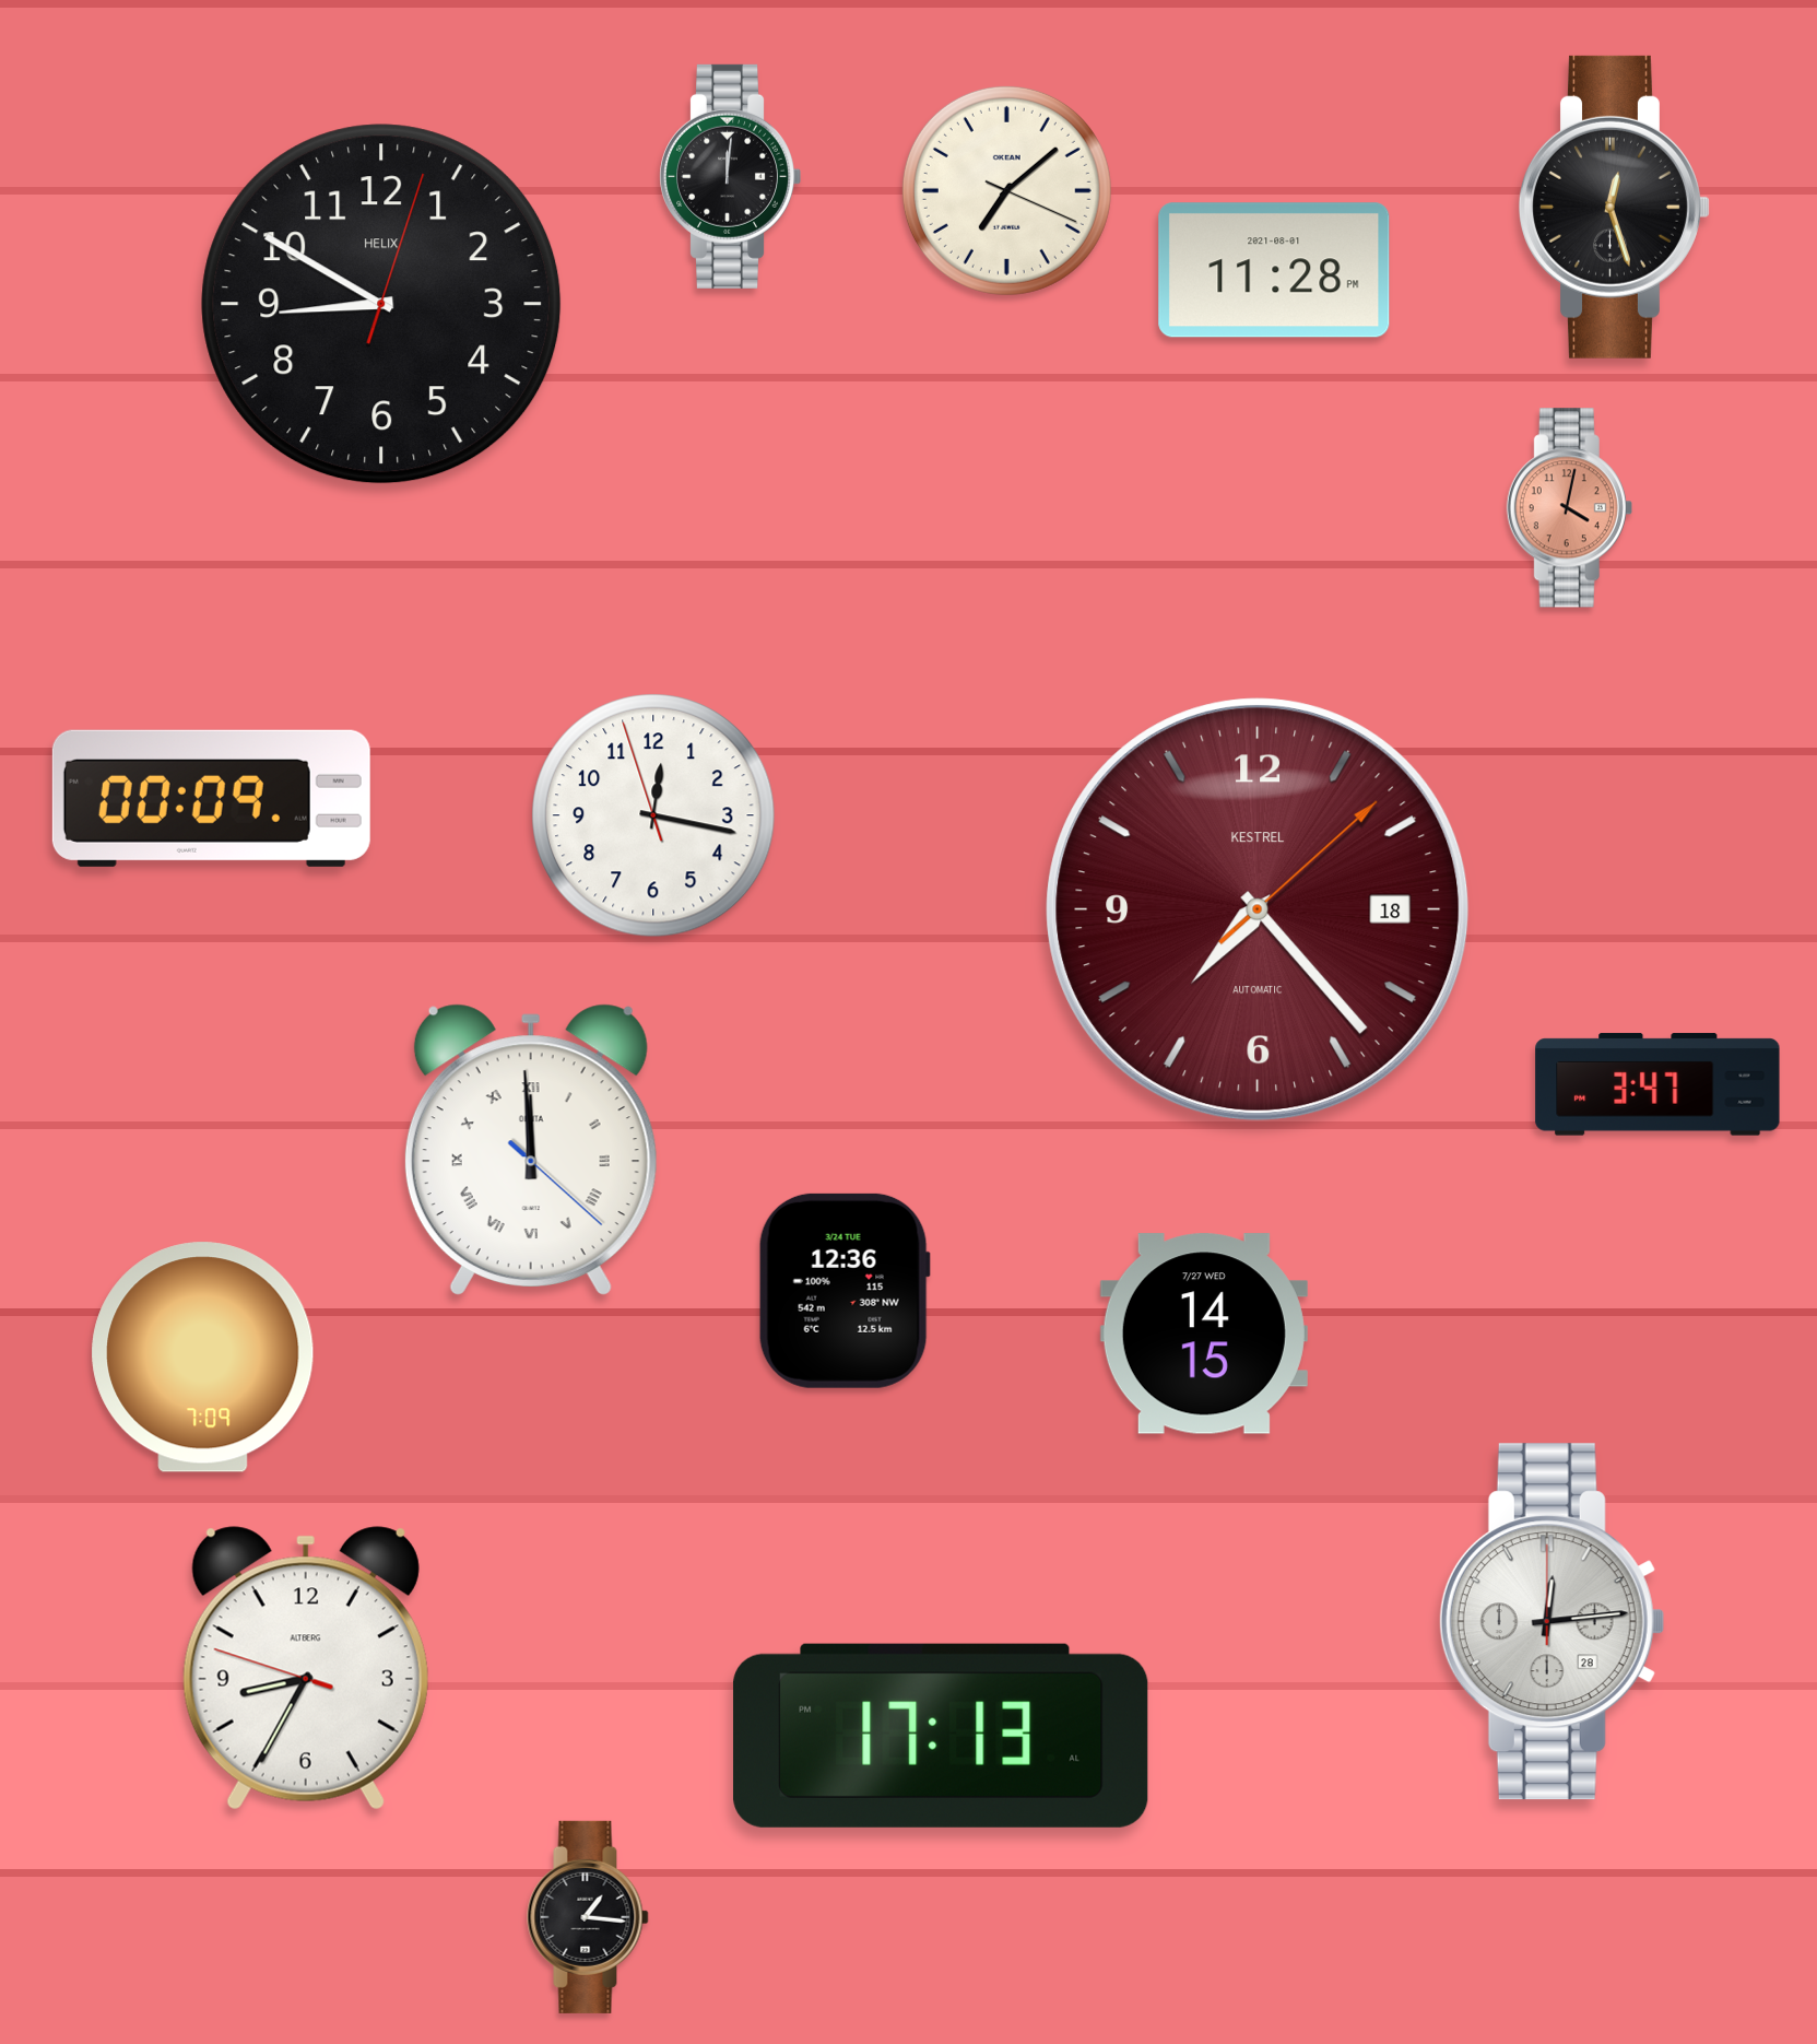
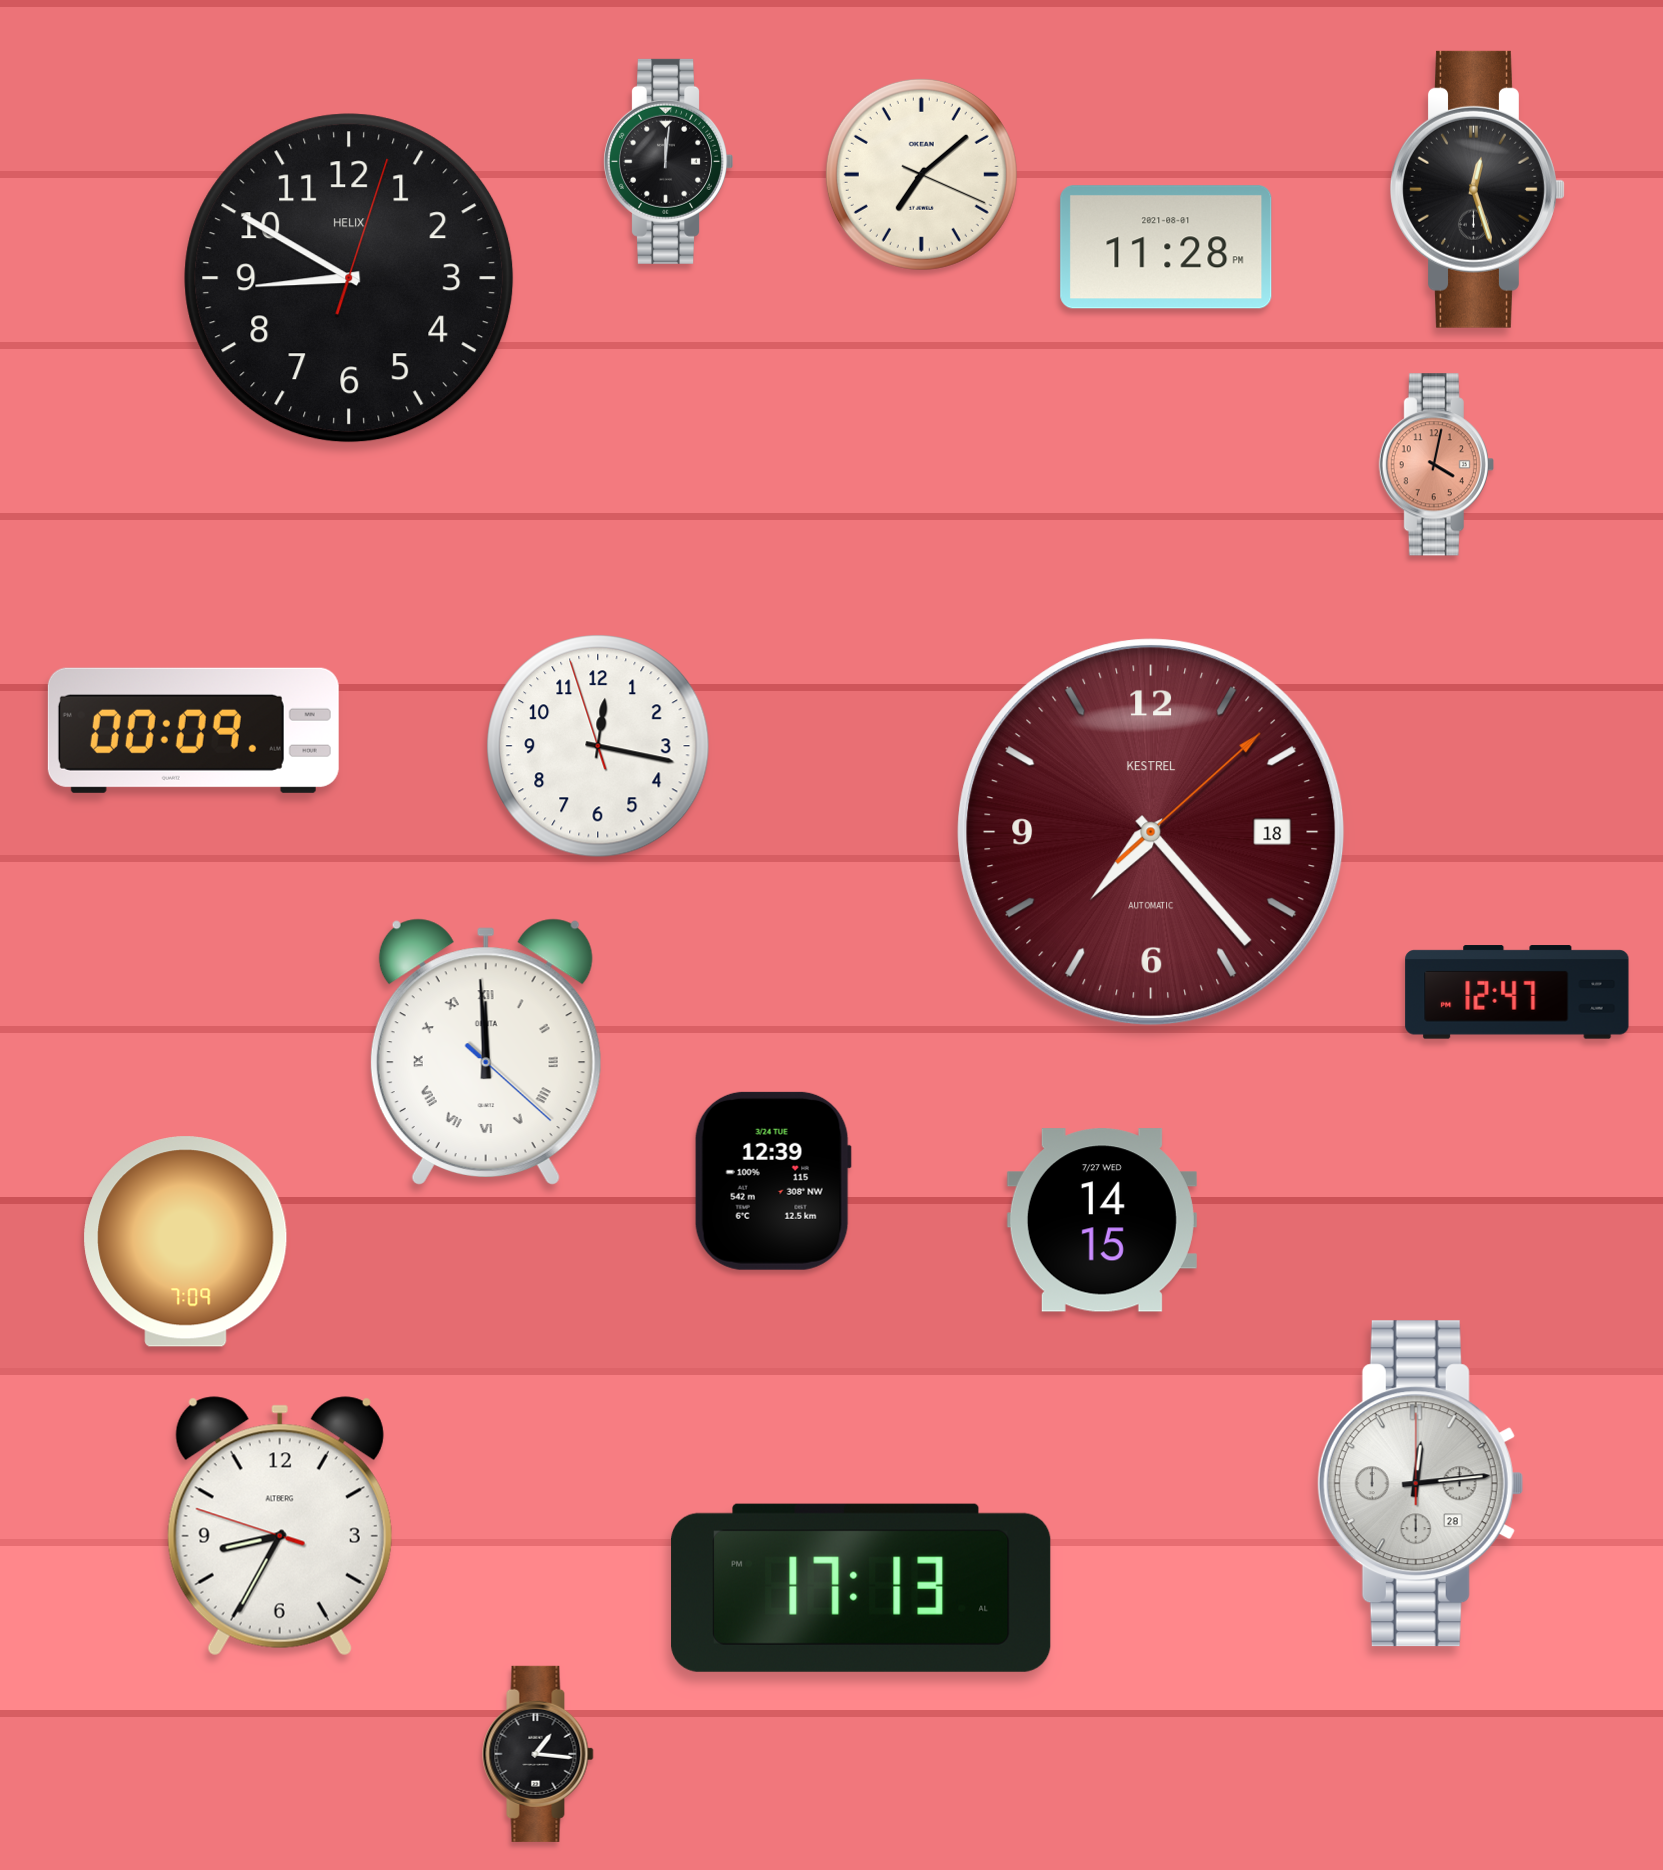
clock at (1657, 1084): 3:47 -> 12:47
clock at (845, 1291): 12:36 -> 12:39
